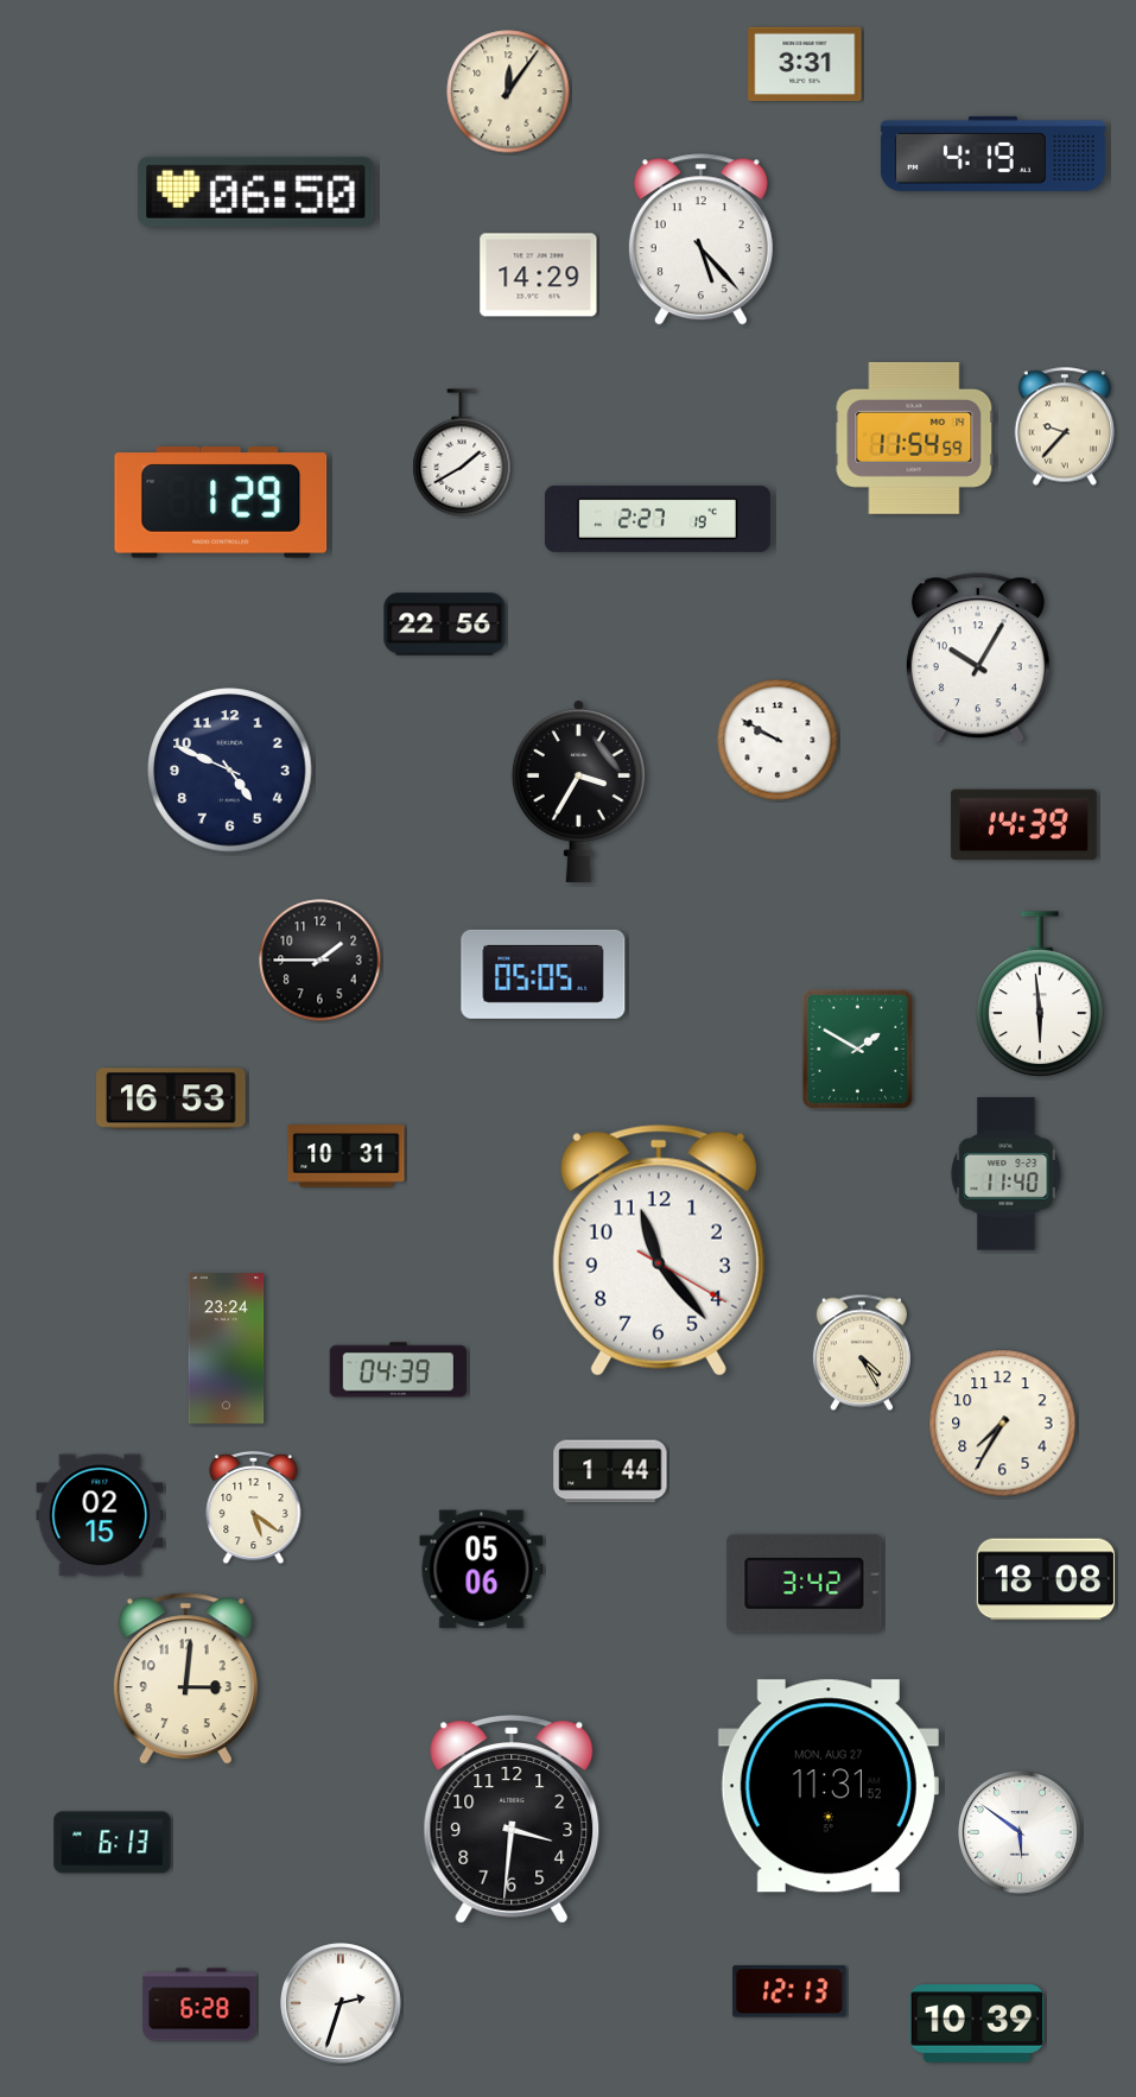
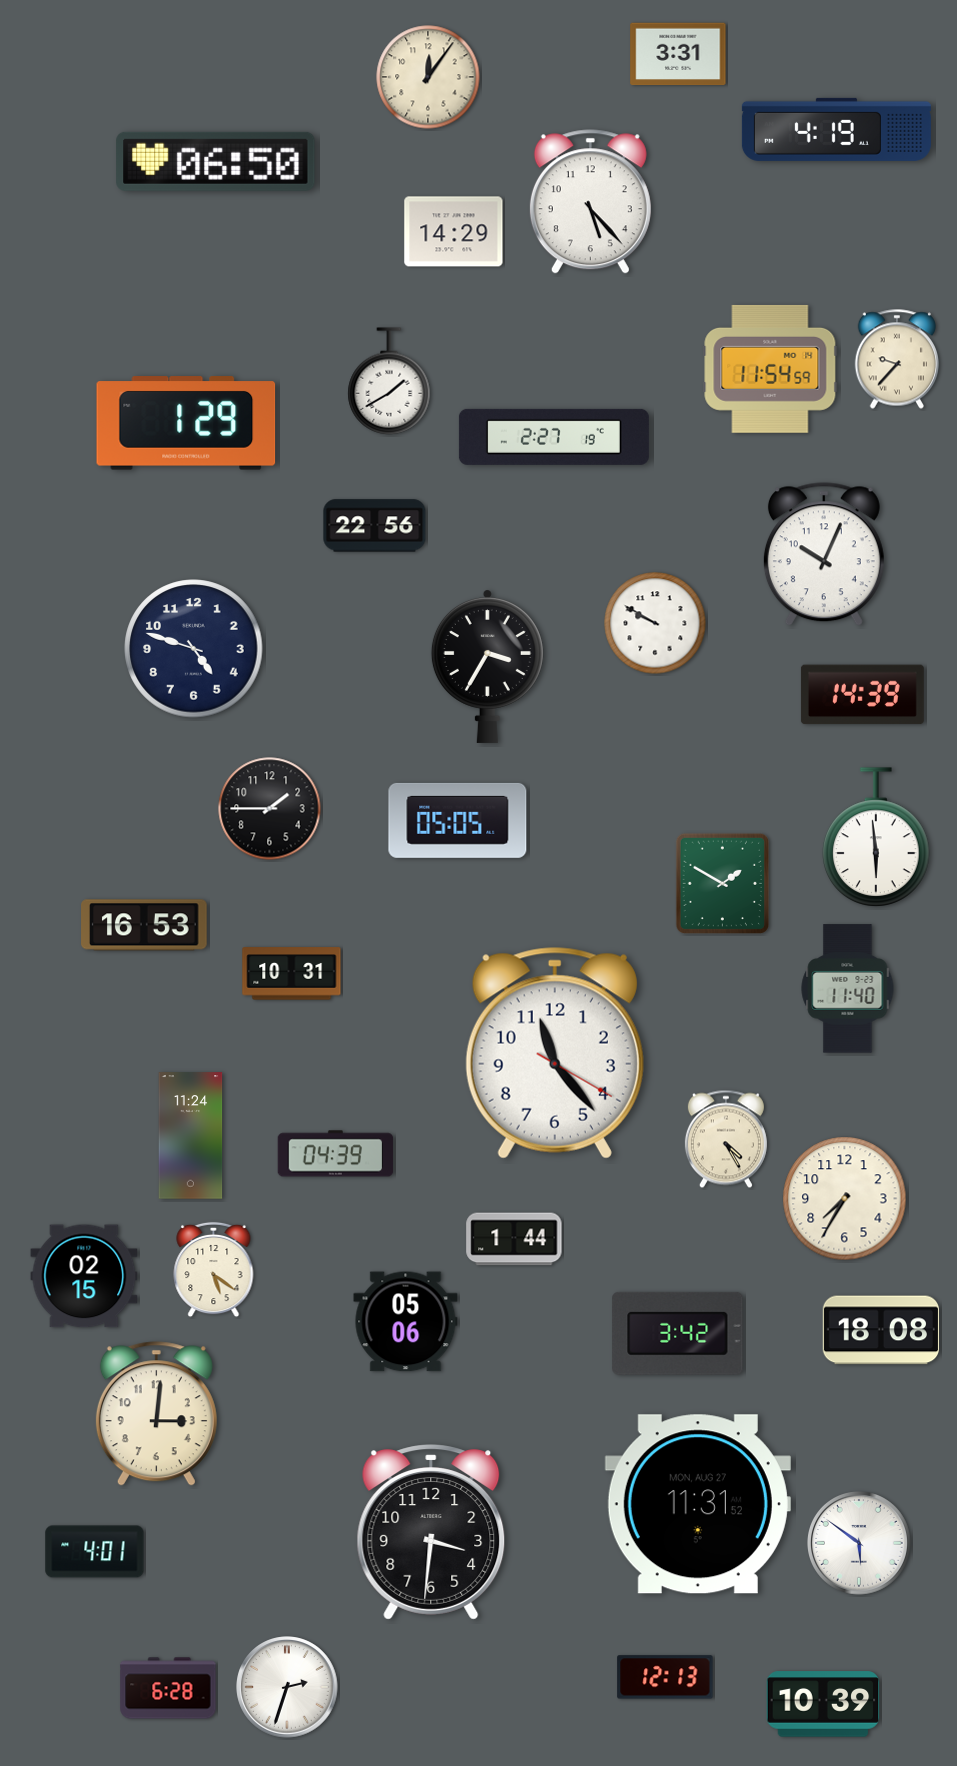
clock at (978, 659): 10:05 -> 10:04
clock at (230, 771): 4:49 -> 4:48
clock at (227, 1349): 23:24 -> 11:24
clock at (113, 1843): 6:13 -> 4:01
